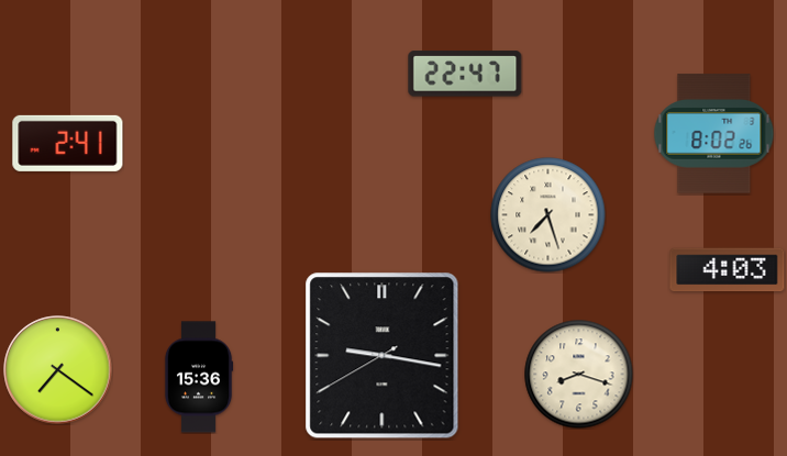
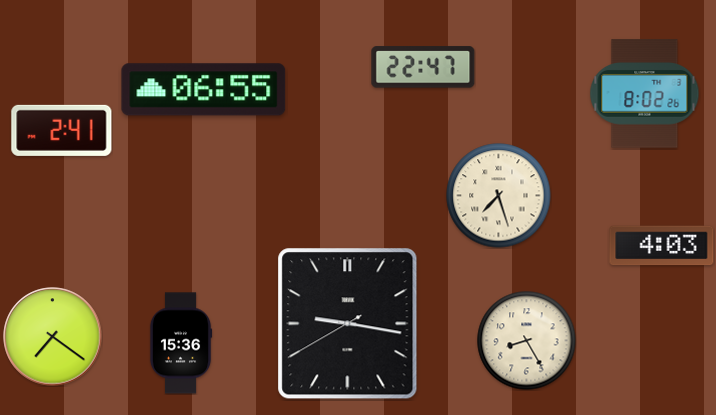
clock at (204, 90): none -> 06:55
clock at (714, 134) position: (714, 134) -> (645, 94)
clock at (579, 375): 8:18 -> 8:25
